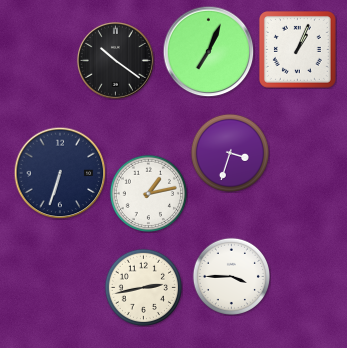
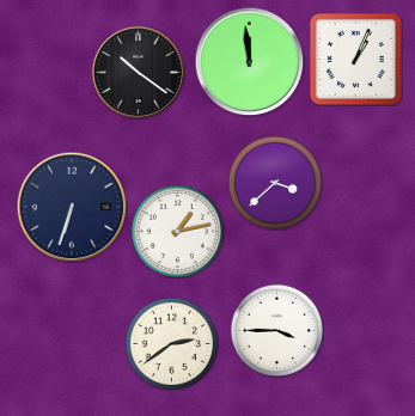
clock at (208, 51): 7:04 -> 11:59
clock at (229, 152): 3:33 -> 3:38
clock at (143, 287): 2:43 -> 2:39
